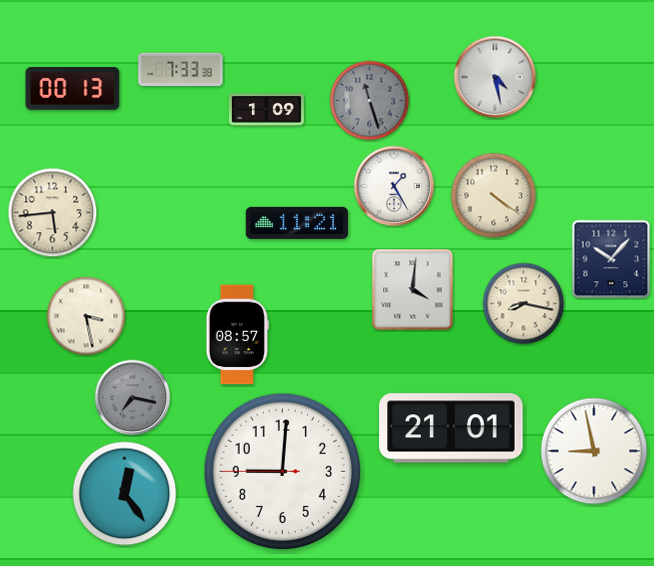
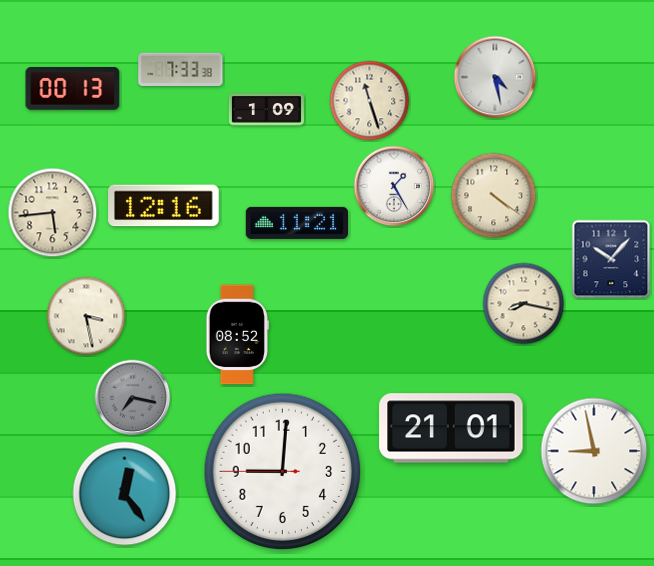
clock at (370, 101) dial: grey -> cream
clock at (164, 206): none -> 12:16
clock at (413, 290): 4:01 -> none
clock at (237, 335): 08:57 -> 08:52
